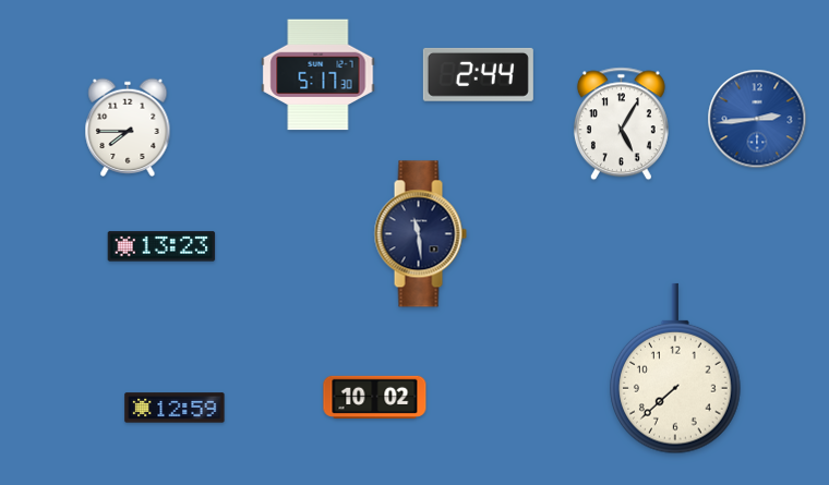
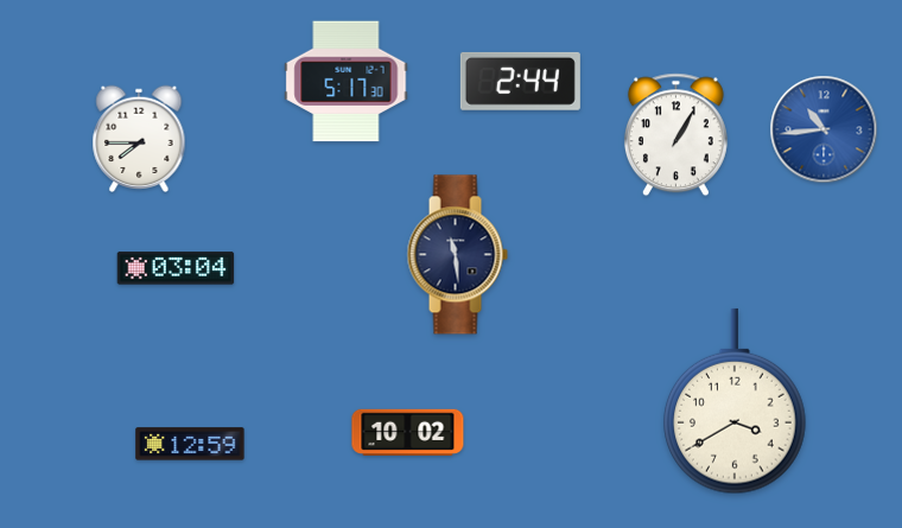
clock at (757, 119): 2:44 -> 10:44
clock at (621, 124): 5:05 -> 1:05
clock at (161, 246): 13:23 -> 03:04
clock at (676, 368): 7:38 -> 3:40
